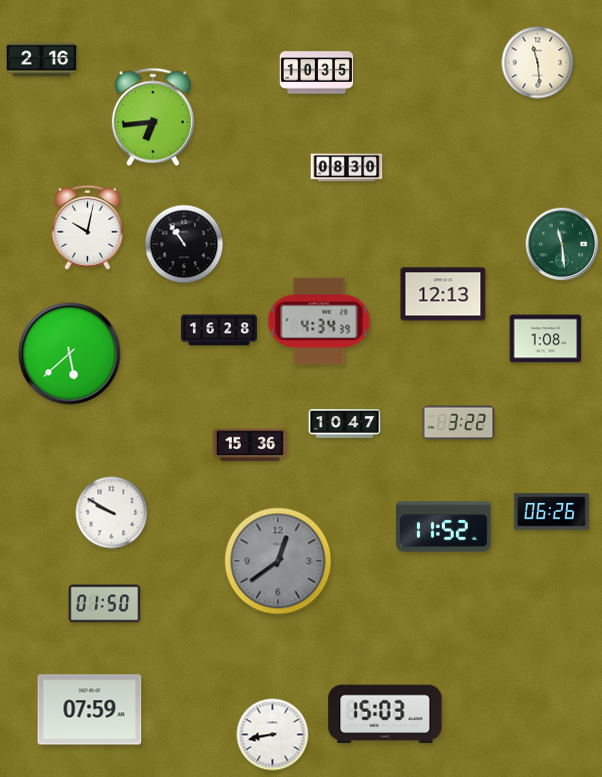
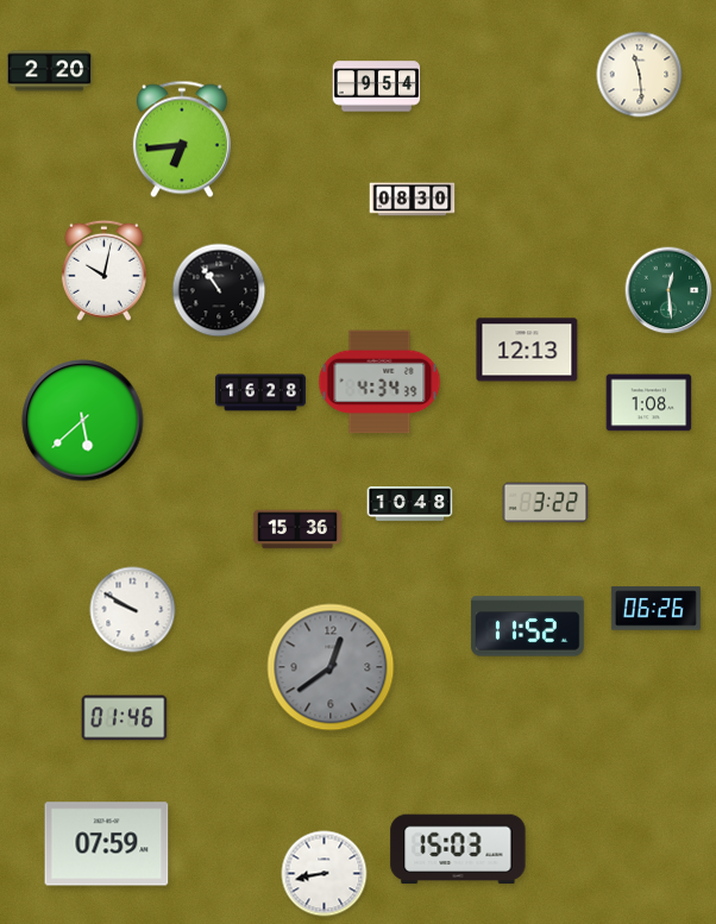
clock at (42, 60): 2:16 -> 2:20
clock at (317, 73): 10:35 -> 9:54
clock at (562, 244): 11:29 -> 12:29
clock at (345, 424): 10:47 -> 10:48
clock at (105, 604): 01:50 -> 01:46
